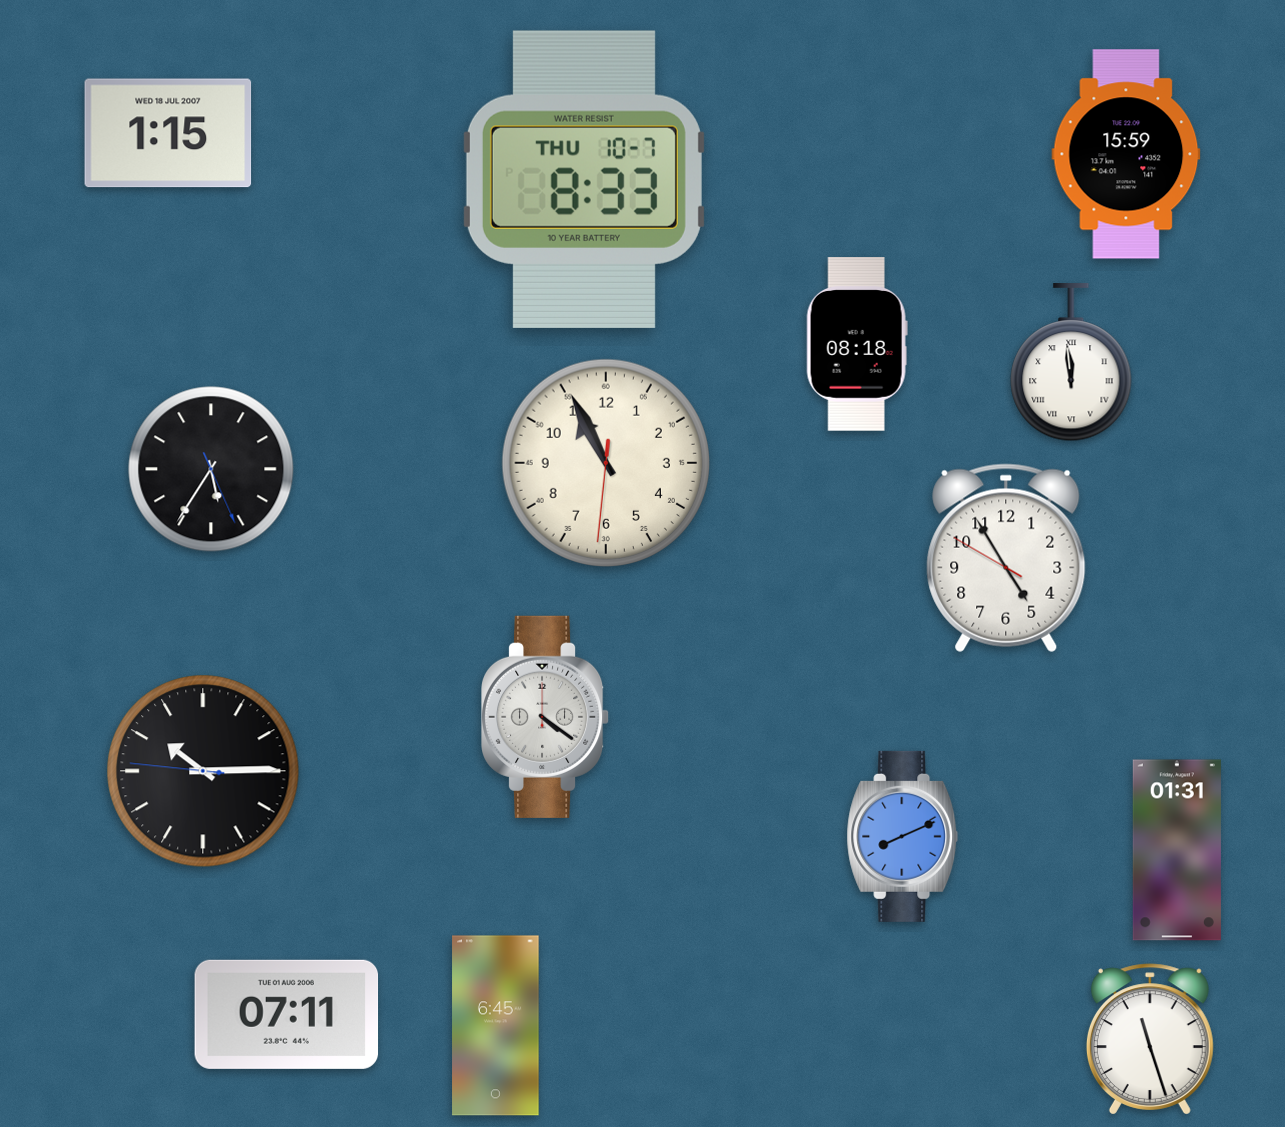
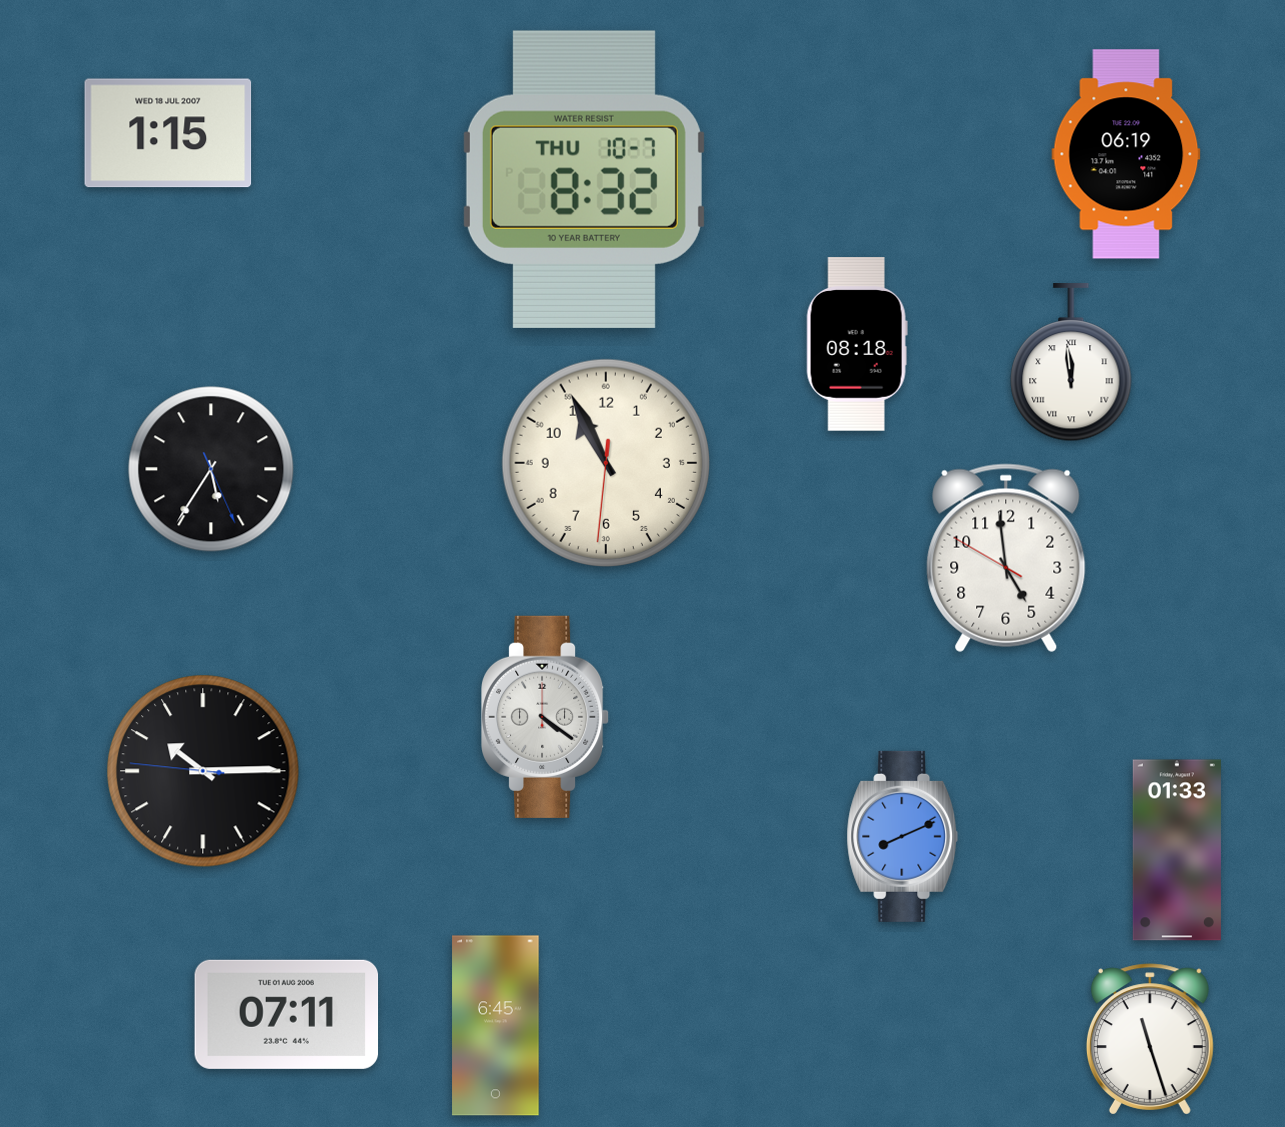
clock at (1126, 154): 15:59 -> 06:19
clock at (584, 179): 8:33 -> 8:32
clock at (1006, 558): 4:54 -> 4:58
clock at (1177, 850): 01:31 -> 01:33
